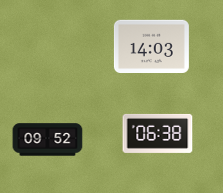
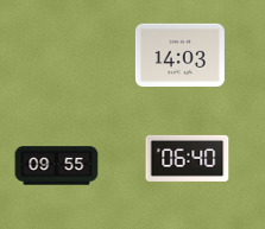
clock at (158, 133): 06:38 -> 06:40
clock at (48, 140): 09:52 -> 09:55
